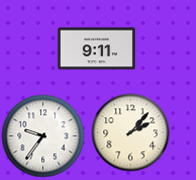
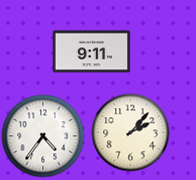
clock at (96, 49) position: (96, 49) -> (91, 52)
clock at (43, 136): 9:36 -> 4:36
